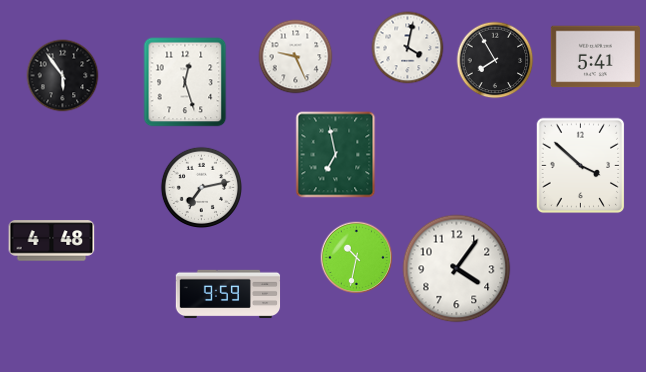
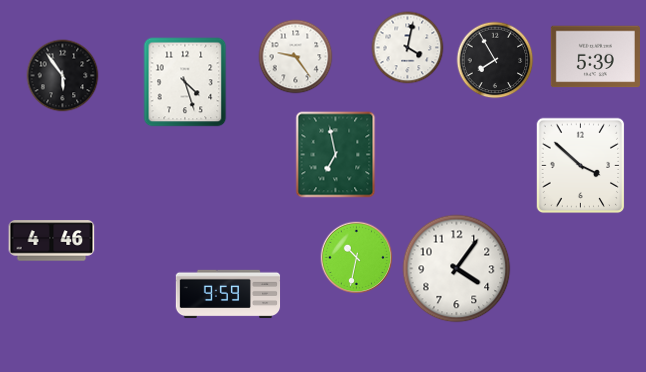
clock at (296, 57): 9:26 -> 9:24
clock at (595, 57): 5:41 -> 5:39
clock at (185, 82): 12:27 -> 4:27
clock at (201, 187): 7:13 -> none
clock at (52, 241): 4:48 -> 4:46
